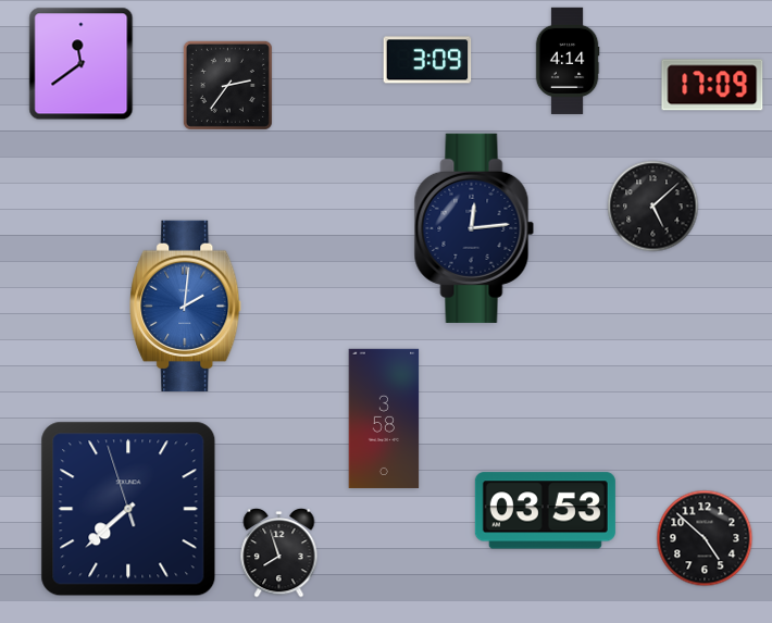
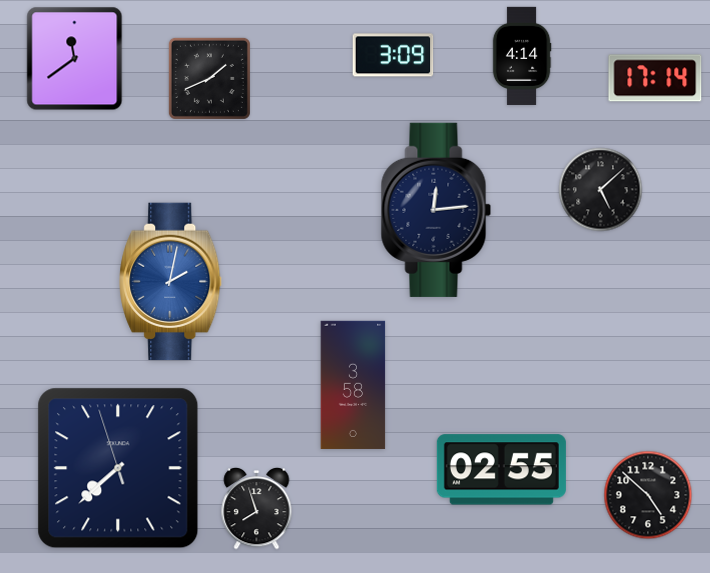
clock at (227, 85): 2:36 -> 1:41
clock at (712, 85): 17:09 -> 17:14
clock at (186, 307): 2:01 -> 2:02
clock at (545, 511): 03:53 -> 02:55
